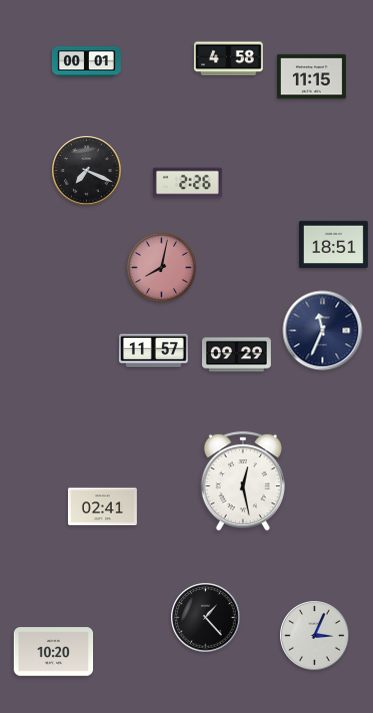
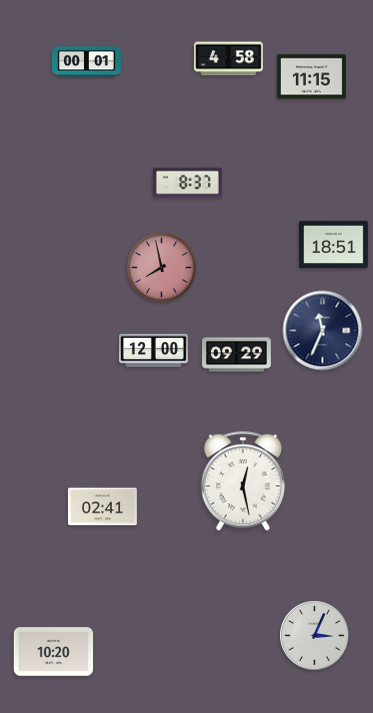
clock at (87, 171): 7:19 -> none
clock at (187, 183): 2:26 -> 8:37
clock at (161, 267): 8:02 -> 7:58
clock at (153, 350): 11:57 -> 12:00
clock at (206, 618): 1:23 -> none
